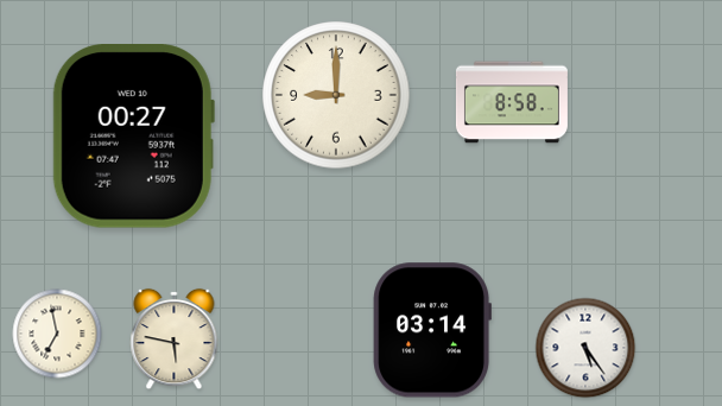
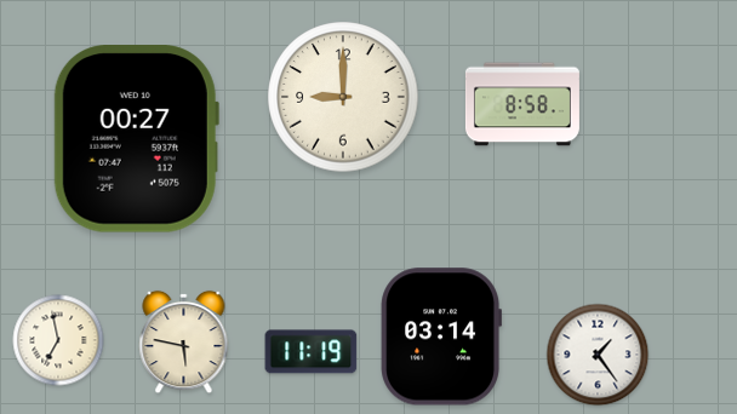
clock at (175, 340) position: (175, 340) -> (184, 343)
clock at (312, 352): none -> 11:19
clock at (585, 348): 5:24 -> 1:24
